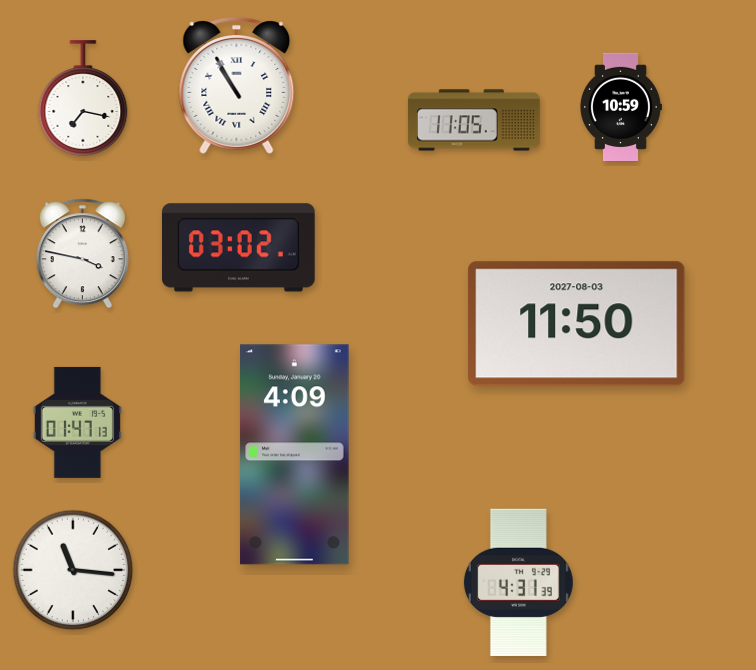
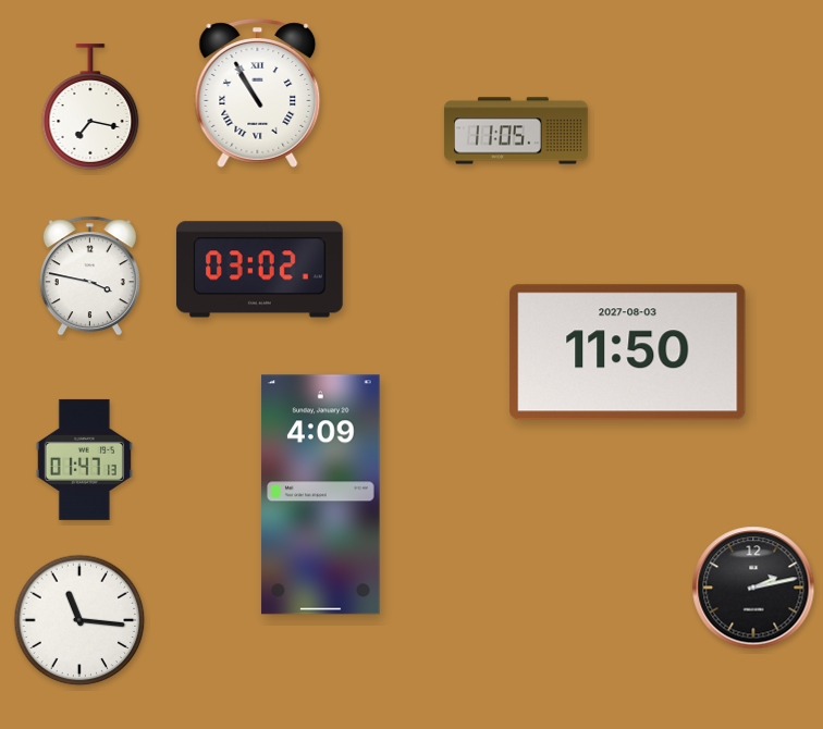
clock at (621, 106): 10:59 -> none
clock at (753, 588): none -> 2:13
clock at (518, 582): 4:31 -> none
